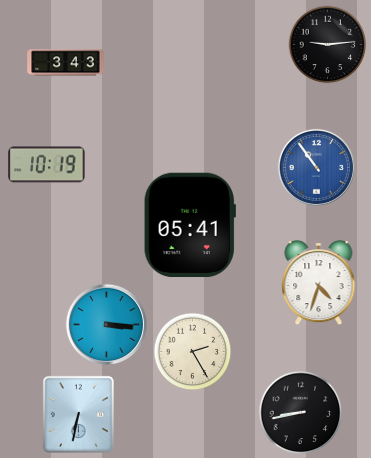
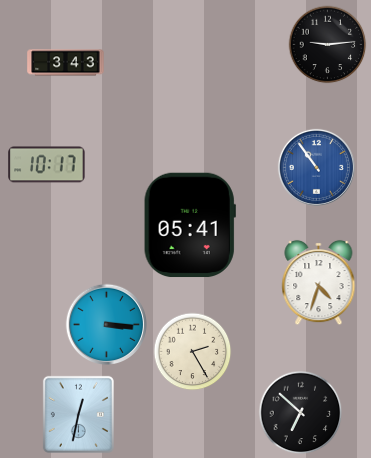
clock at (47, 165): 10:19 -> 10:17
clock at (300, 412): 8:43 -> 6:52
clock at (78, 414): 6:32 -> 12:32
